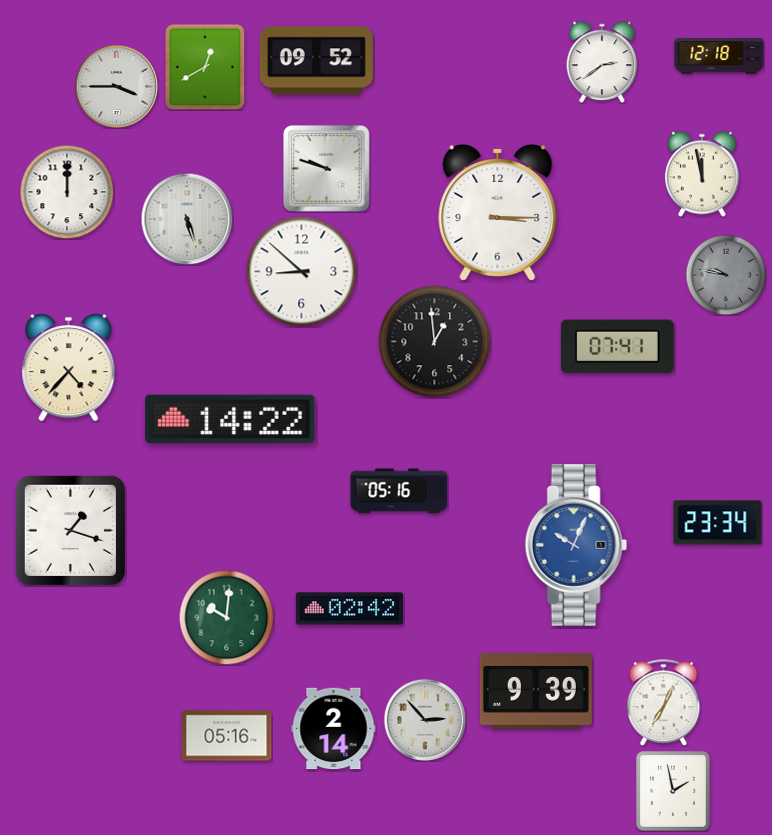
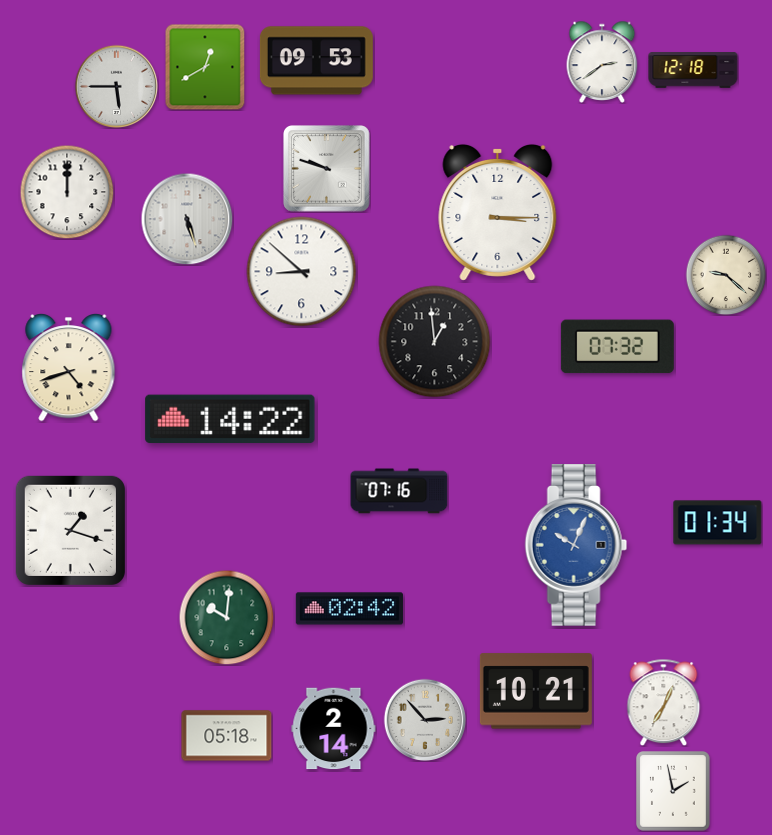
clock at (719, 56) position: (719, 56) -> (693, 70)
clock at (316, 61): 09:52 -> 09:53
clock at (116, 86): 3:45 -> 5:45
clock at (702, 174): 11:58 -> none
clock at (726, 275): 9:47 -> 9:22
clock at (726, 275) dial: grey -> cream
clock at (617, 347): 07:41 -> 07:32
clock at (69, 368): 4:37 -> 4:42
clock at (399, 491): 05:16 -> 07:16
clock at (718, 523): 23:34 -> 01:34
clock at (536, 691): 9:39 -> 10:21
clock at (227, 736): 05:16 -> 05:18
